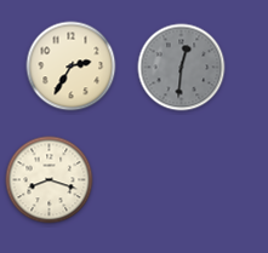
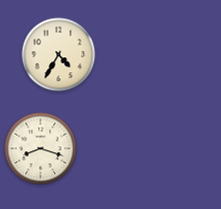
clock at (72, 67): 2:35 -> 4:35
clock at (182, 68): 12:31 -> none
